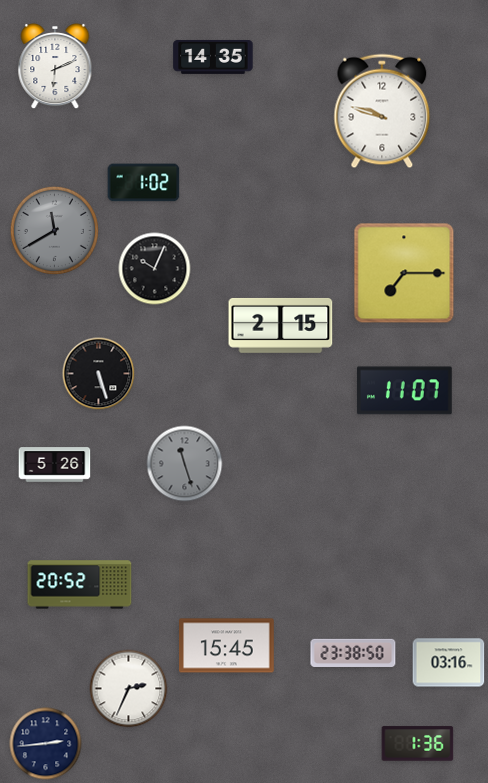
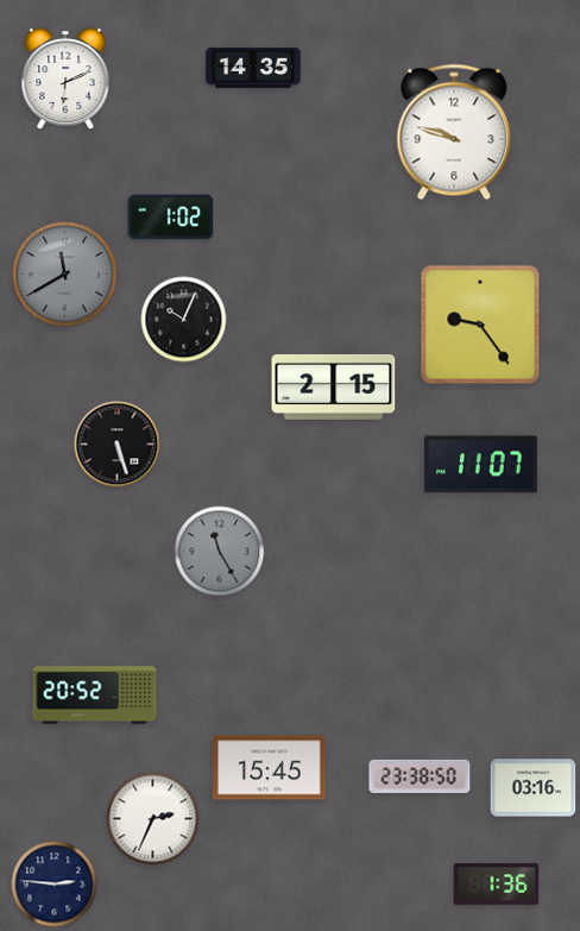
clock at (404, 273): 7:15 -> 9:24
clock at (185, 464): 11:27 -> 11:25
clock at (55, 465): 5:26 -> none
clock at (46, 744): 2:44 -> 2:46
